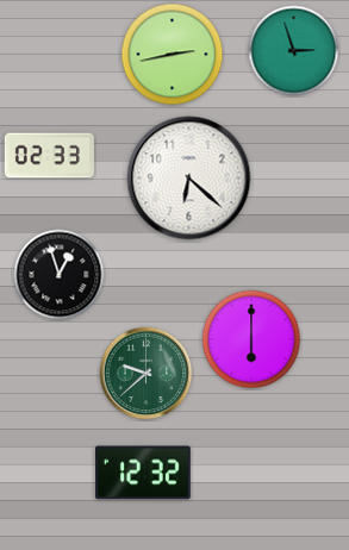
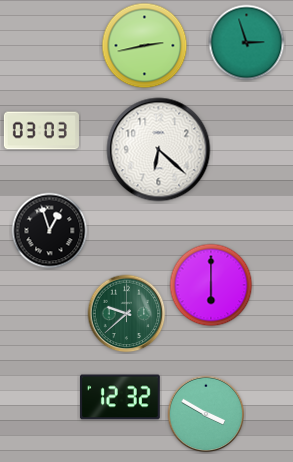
clock at (49, 156): 02:33 -> 03:03
clock at (147, 374) position: (147, 374) -> (127, 314)
clock at (206, 414): none -> 3:50
